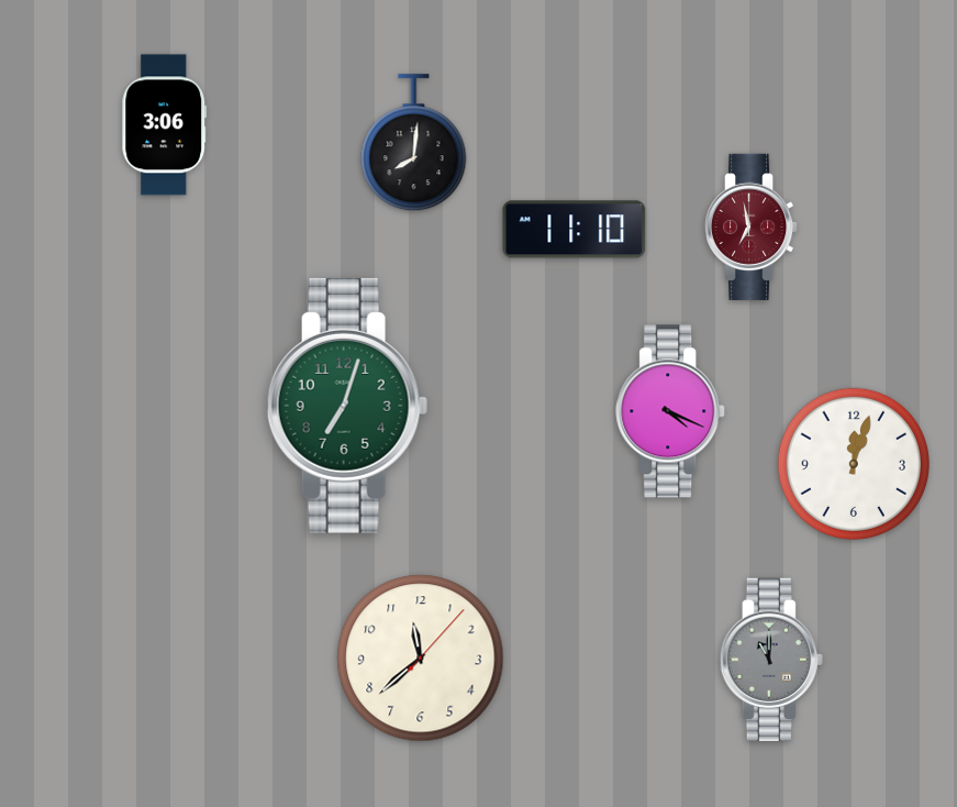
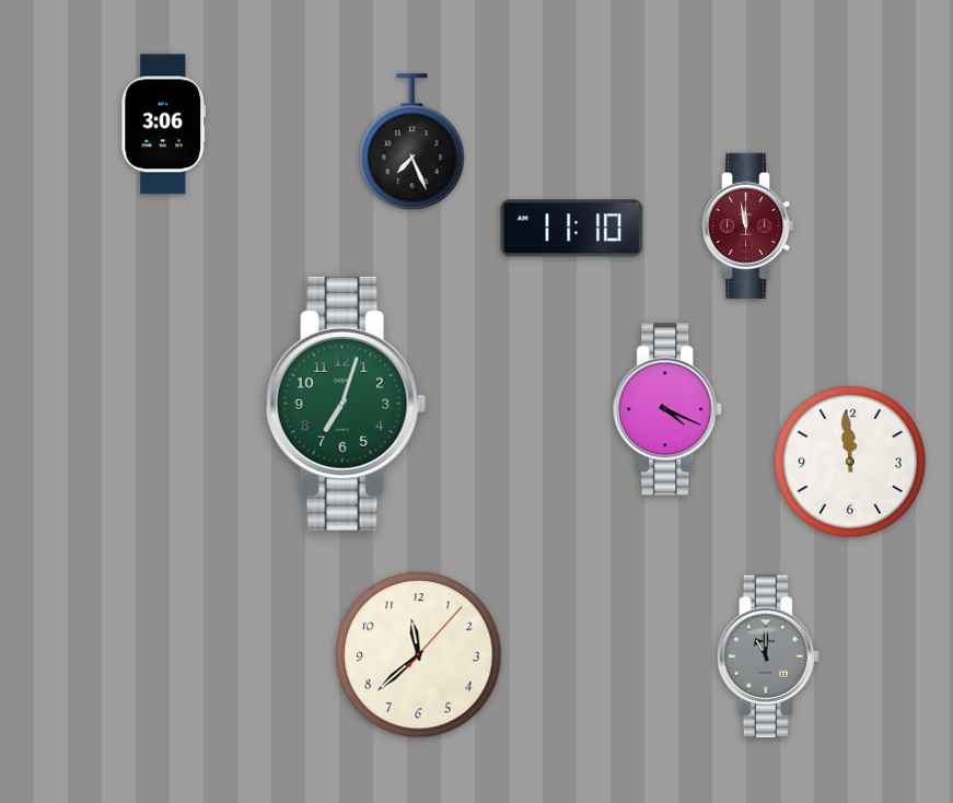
clock at (414, 143): 8:01 -> 7:26
clock at (753, 226): 6:58 -> 11:58
clock at (854, 464): 12:03 -> 11:59
